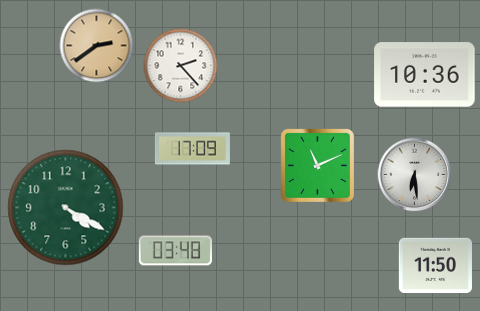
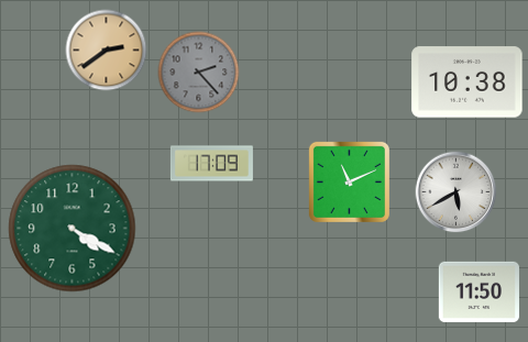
clock at (181, 66) dial: white -> grey
clock at (425, 75): 10:36 -> 10:38
clock at (415, 175): 6:29 -> 5:40
clock at (175, 251): 03:48 -> none
